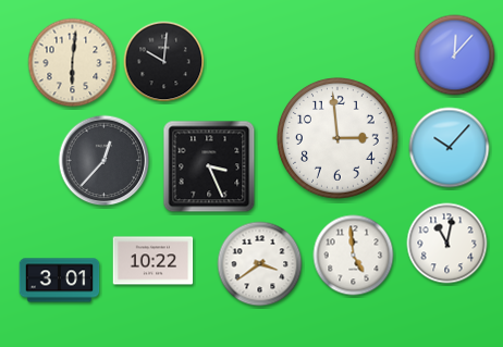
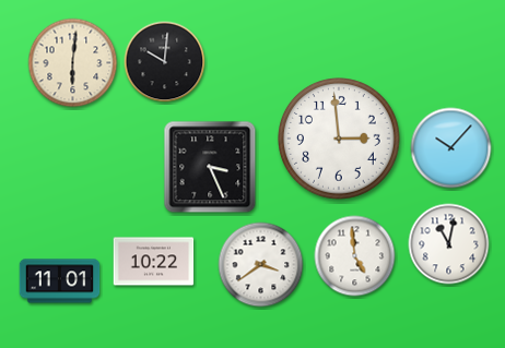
clock at (455, 55): 12:07 -> none
clock at (105, 161): 12:37 -> none
clock at (60, 281): 3:01 -> 11:01
